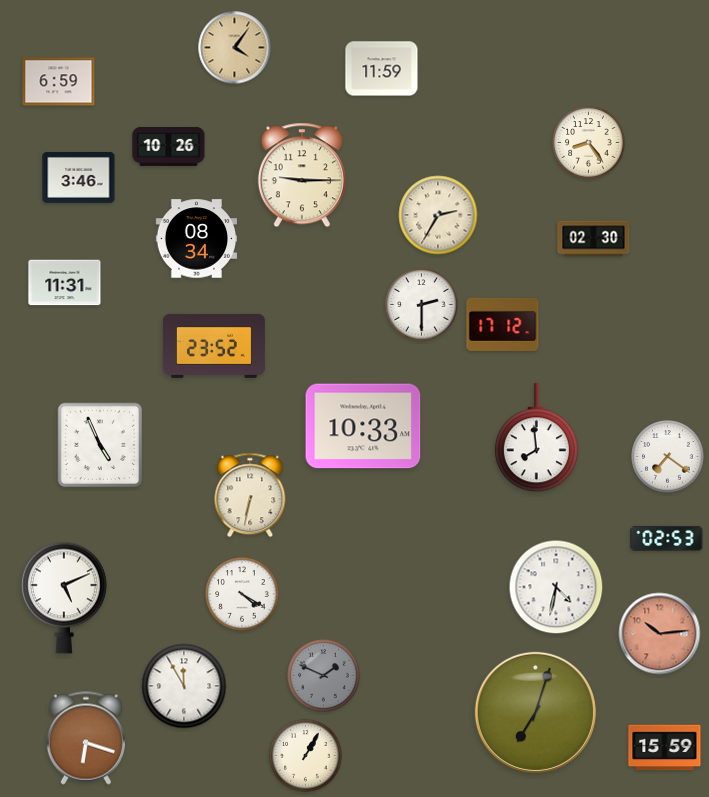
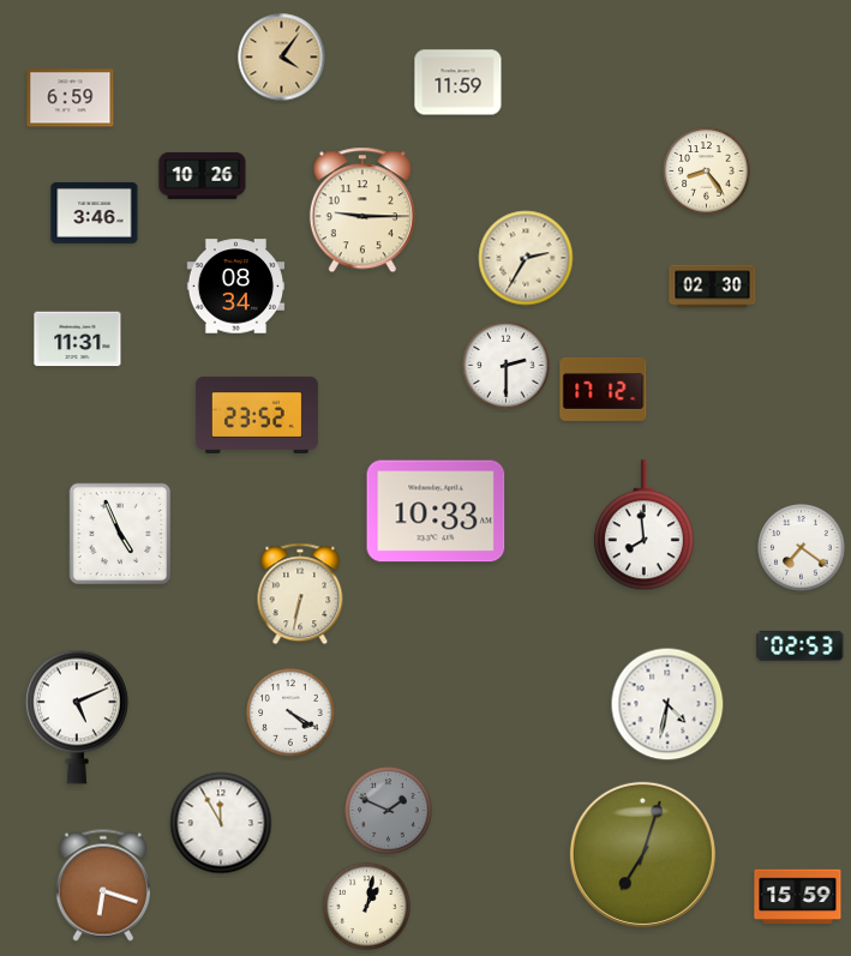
clock at (660, 634): 10:14 -> none
clock at (306, 756): 1:05 -> 1:02
